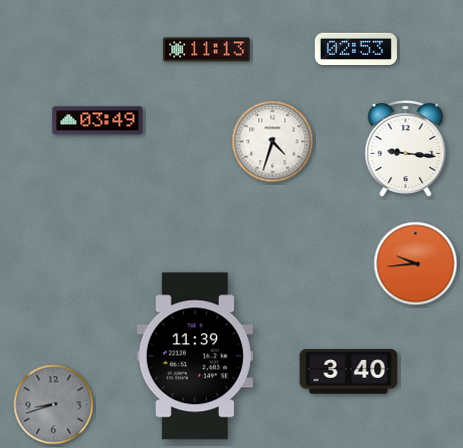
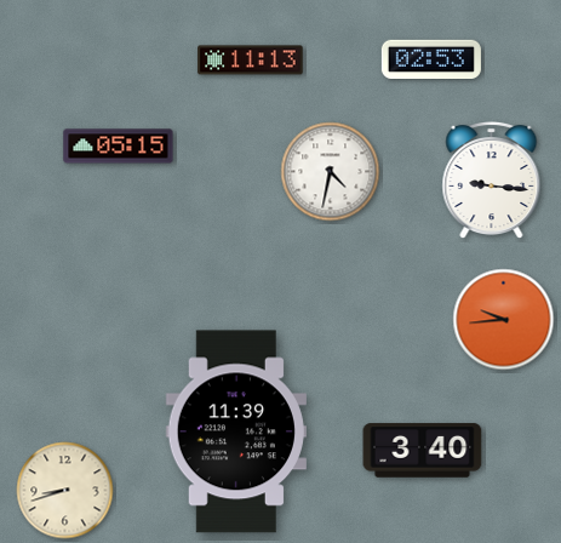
clock at (98, 121): 03:49 -> 05:15
clock at (273, 142): 4:33 -> 4:32
clock at (54, 405) dial: grey -> cream
